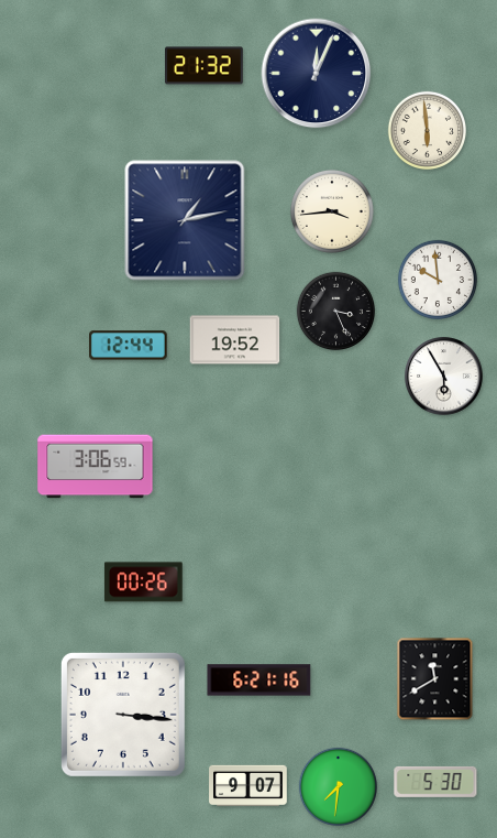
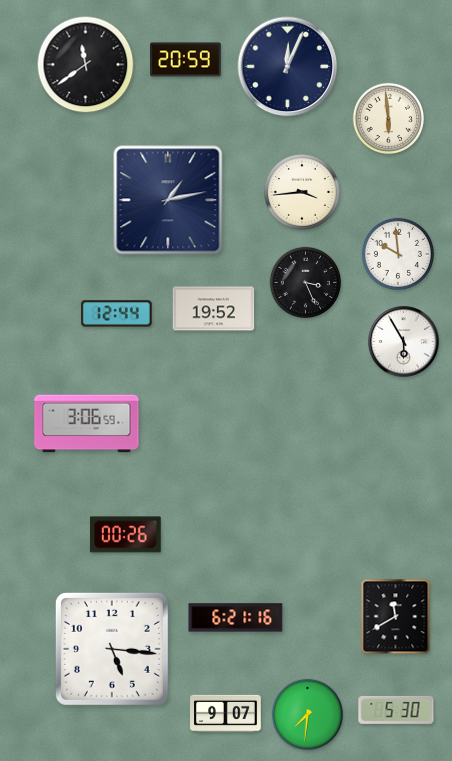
clock at (205, 66): 21:32 -> 20:59
clock at (86, 65): none -> 11:39
clock at (143, 583) position: (143, 583) -> (125, 535)
clock at (123, 715): 3:16 -> 5:16
